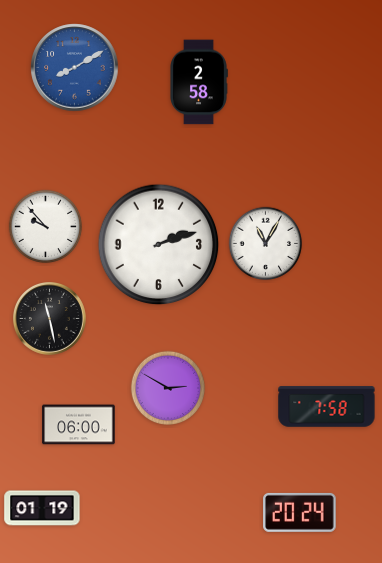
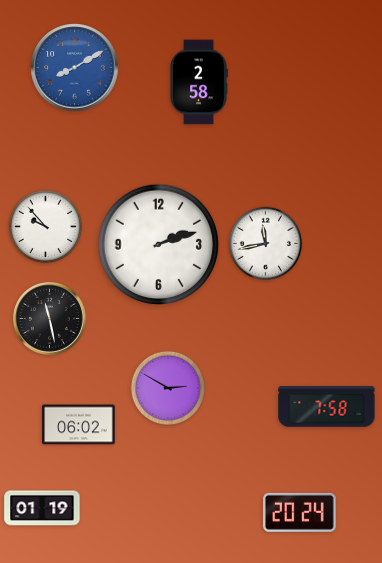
clock at (266, 244): 11:05 -> 11:43
clock at (79, 425): 06:00 -> 06:02
